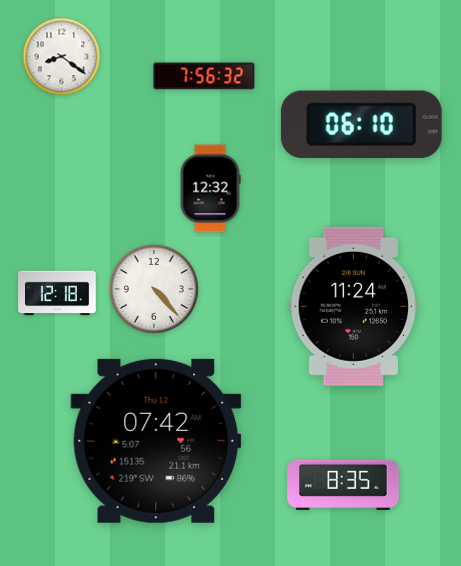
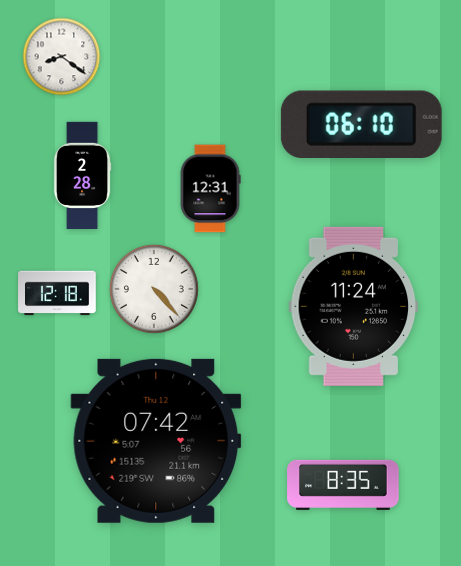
clock at (204, 76): 7:56 -> none
clock at (82, 175): none -> 2:28
clock at (210, 189): 12:32 -> 12:31
